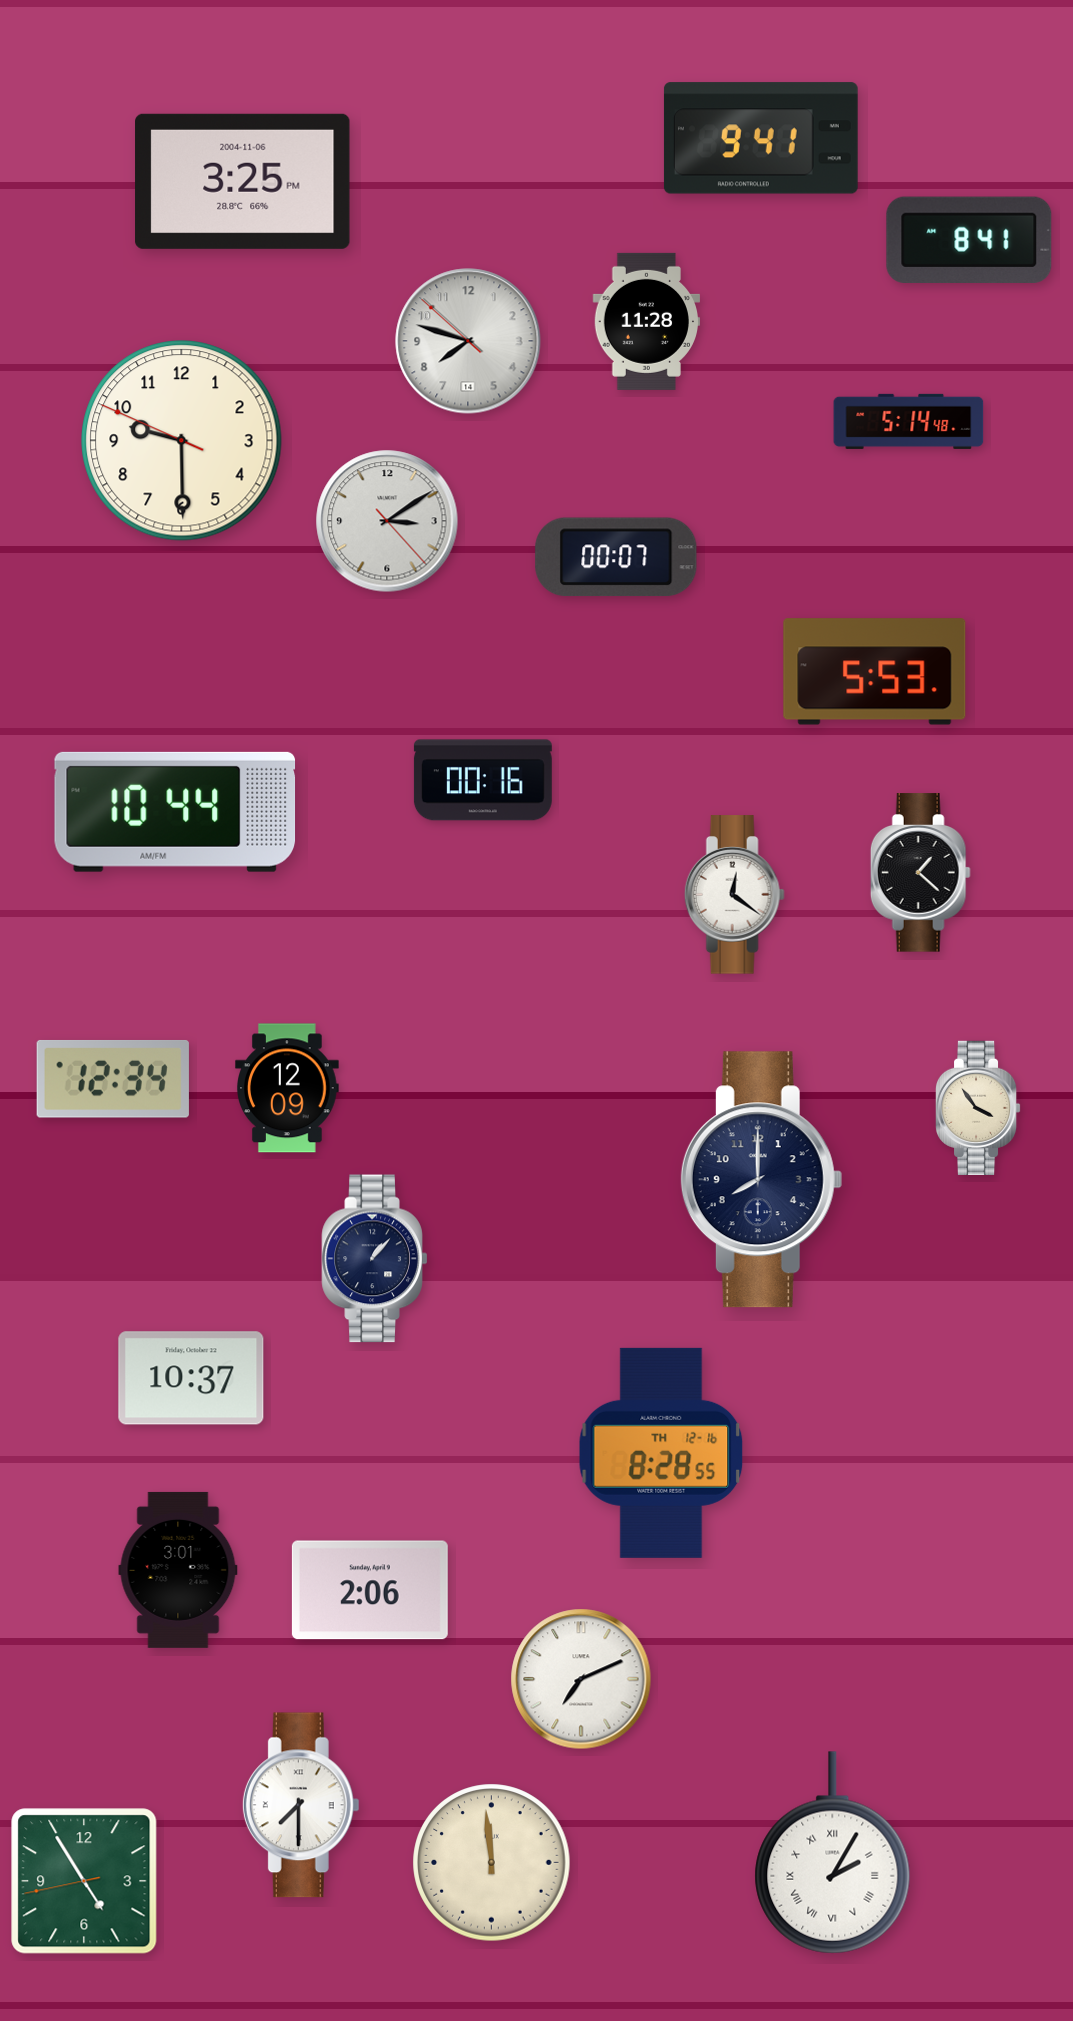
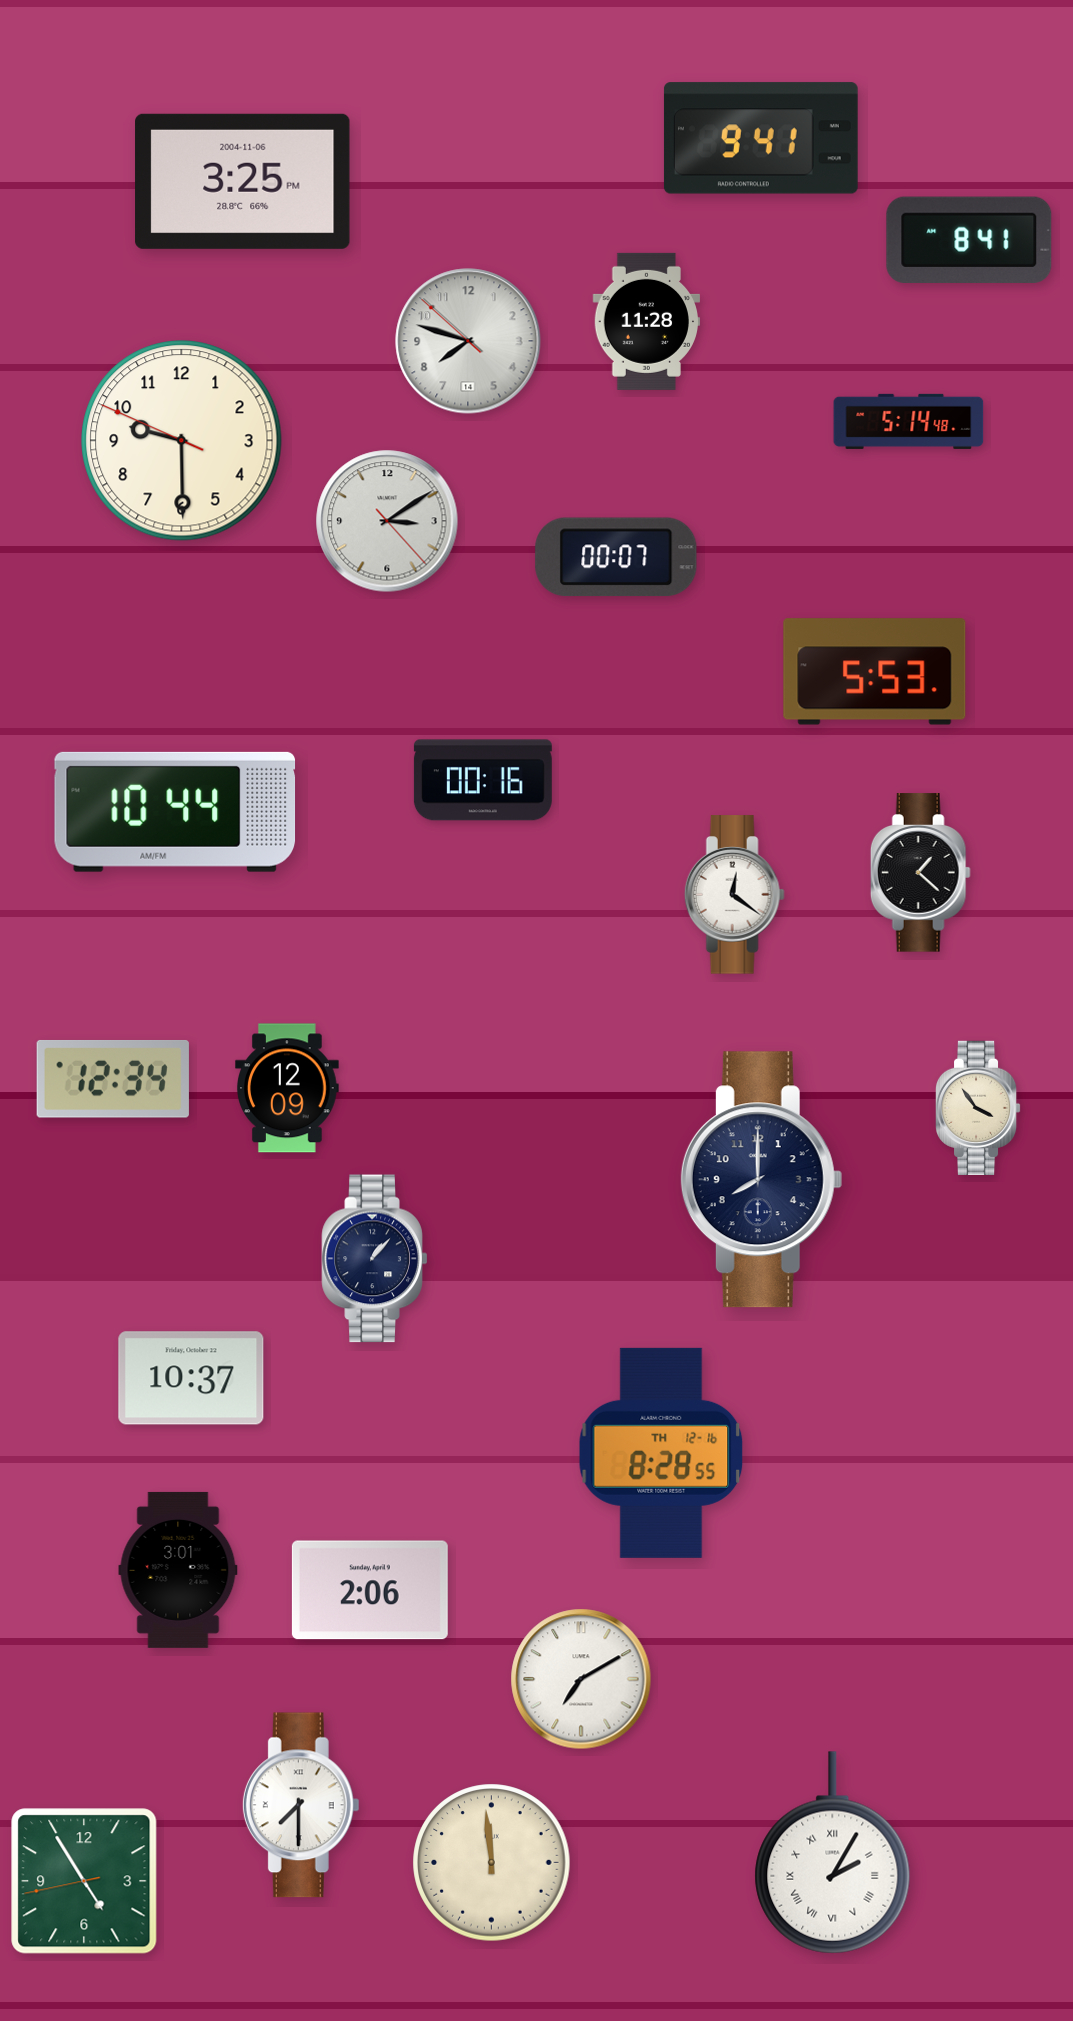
clock at (581, 1679): 7:11 -> 7:10
